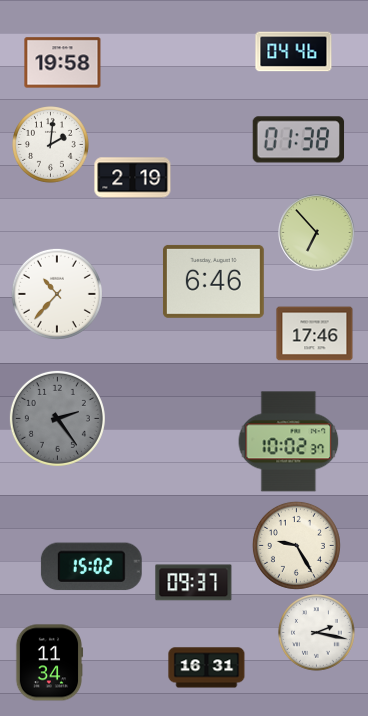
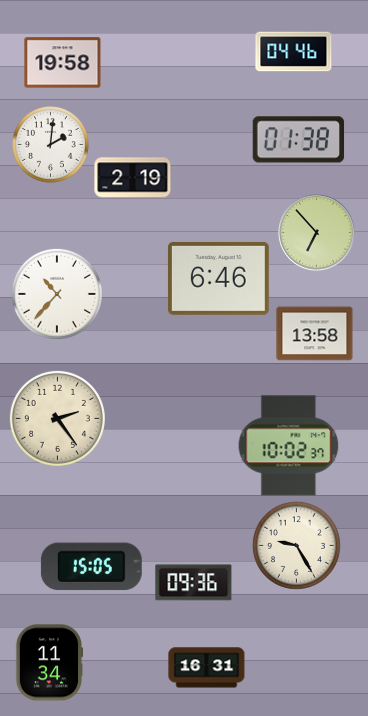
clock at (213, 281) position: (213, 281) -> (218, 278)
clock at (315, 334): 17:46 -> 13:58
clock at (57, 418) dial: grey -> cream
clock at (289, 442) position: (289, 442) -> (289, 446)
clock at (91, 567): 15:02 -> 15:05
clock at (194, 583): 09:37 -> 09:36
clock at (317, 633): 2:17 -> none
